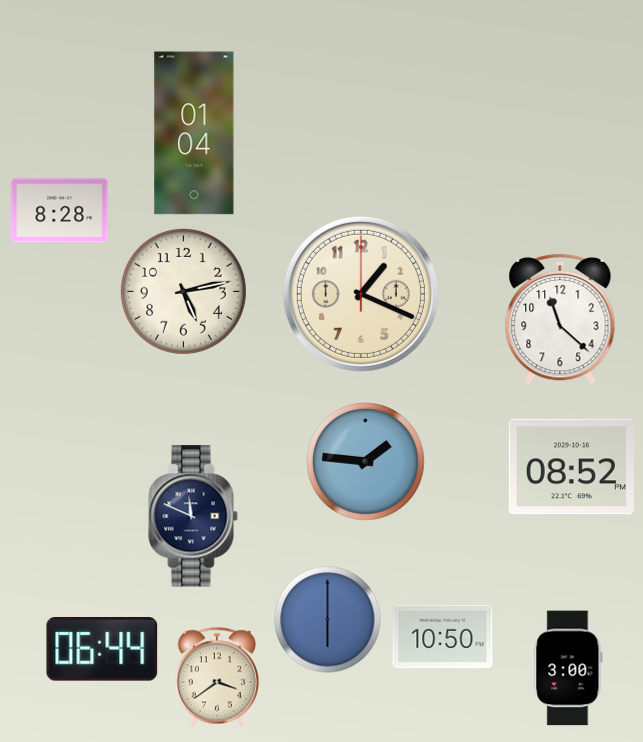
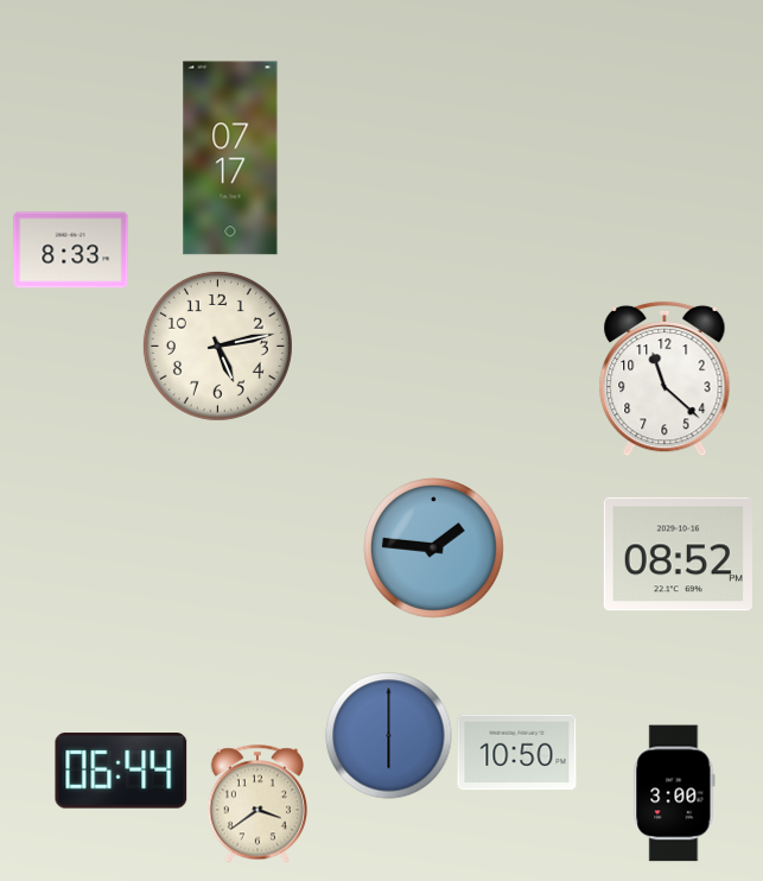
clock at (194, 133): 01:04 -> 07:17
clock at (60, 211): 8:28 -> 8:33
clock at (361, 294): 1:19 -> none
clock at (193, 516): 11:49 -> none
clock at (443, 637) position: (443, 637) -> (517, 753)
